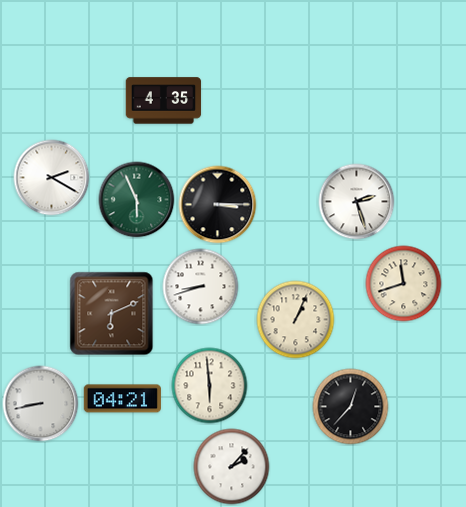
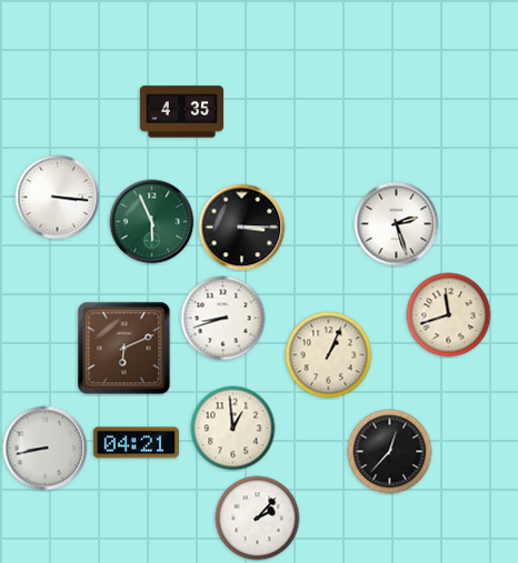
clock at (52, 178): 2:20 -> 3:16
clock at (210, 386): 5:59 -> 12:59
